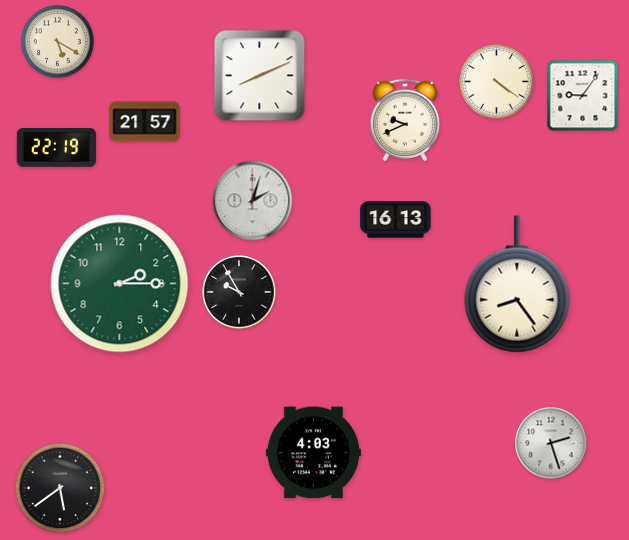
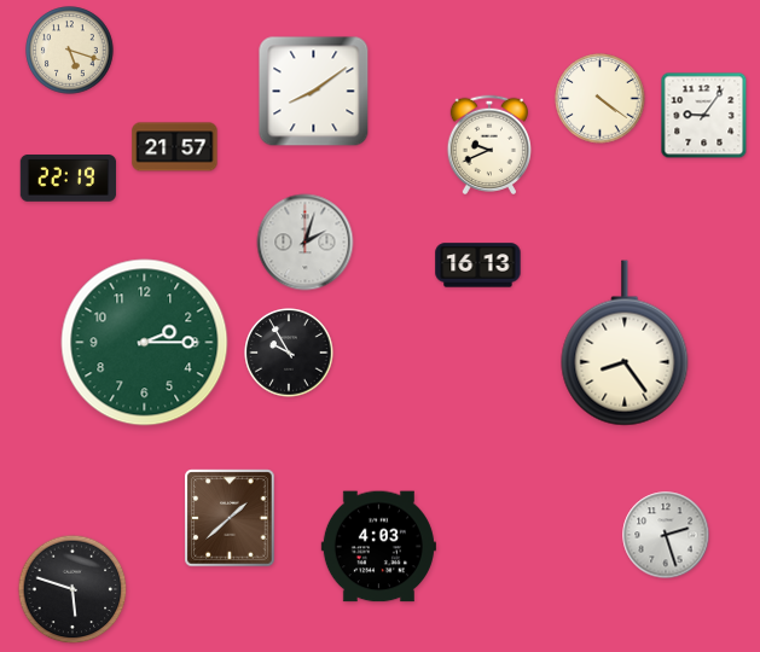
clock at (58, 42): 5:20 -> 5:18
clock at (260, 76): 8:11 -> 8:09
clock at (230, 518): none -> 1:38
clock at (60, 488): 5:39 -> 5:48
